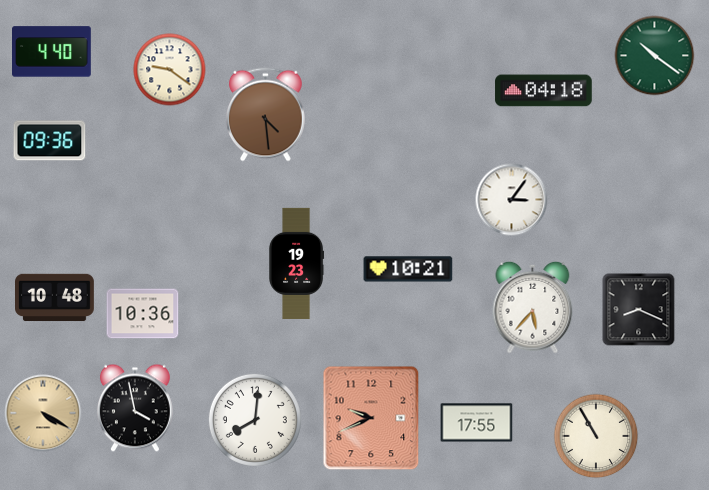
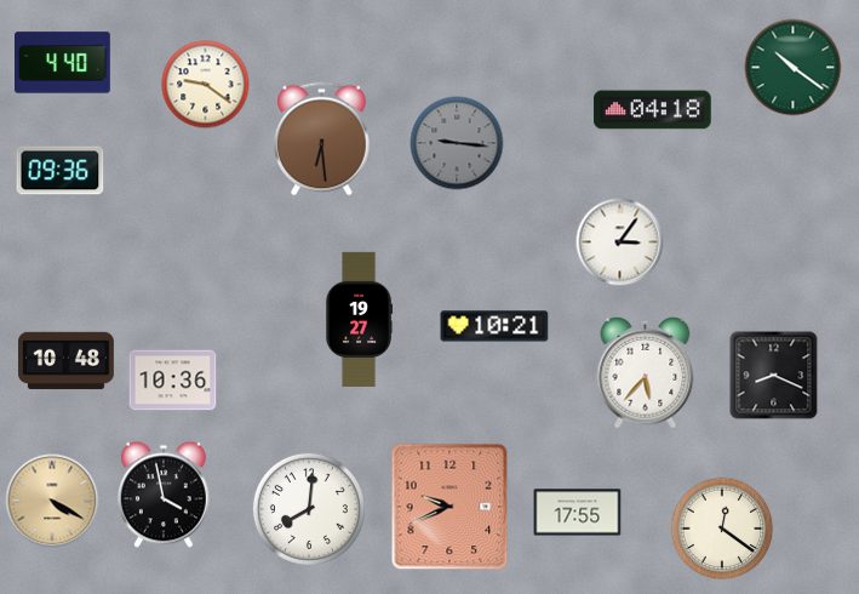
clock at (544, 91) position: (544, 91) -> (653, 110)
clock at (266, 115): 4:29 -> 6:29
clock at (457, 143): none -> 9:16
clock at (297, 263): 19:23 -> 19:27
clock at (596, 436): 10:55 -> 12:21
